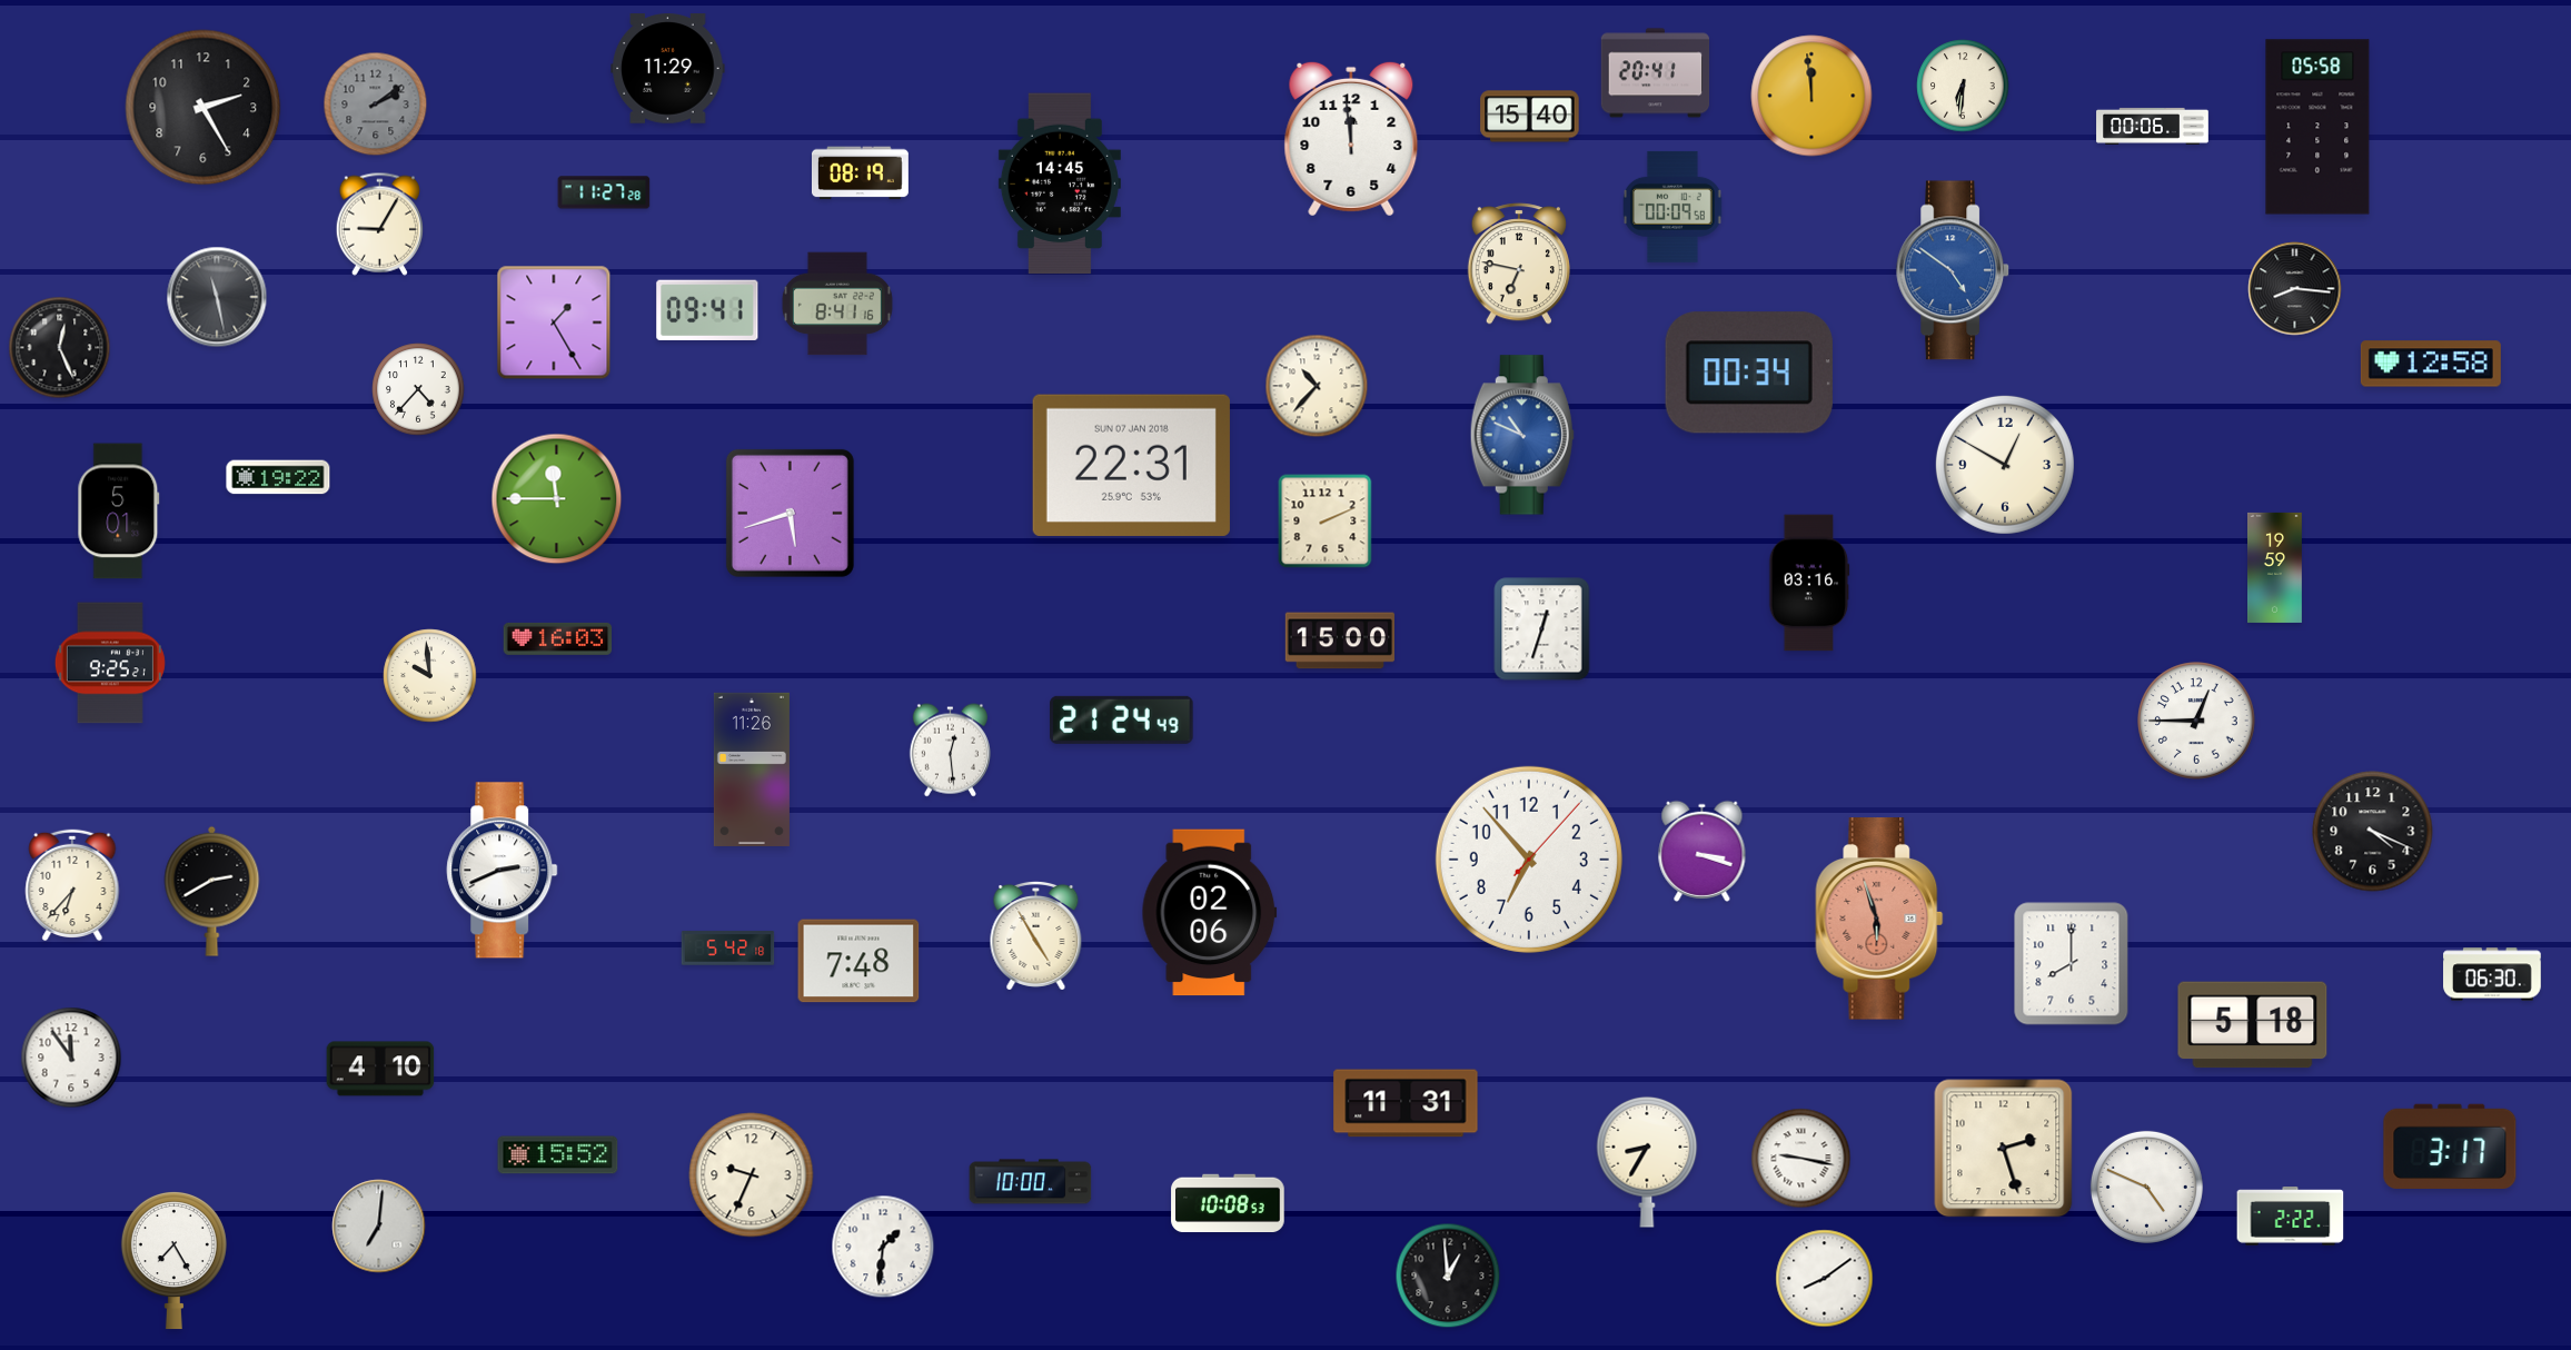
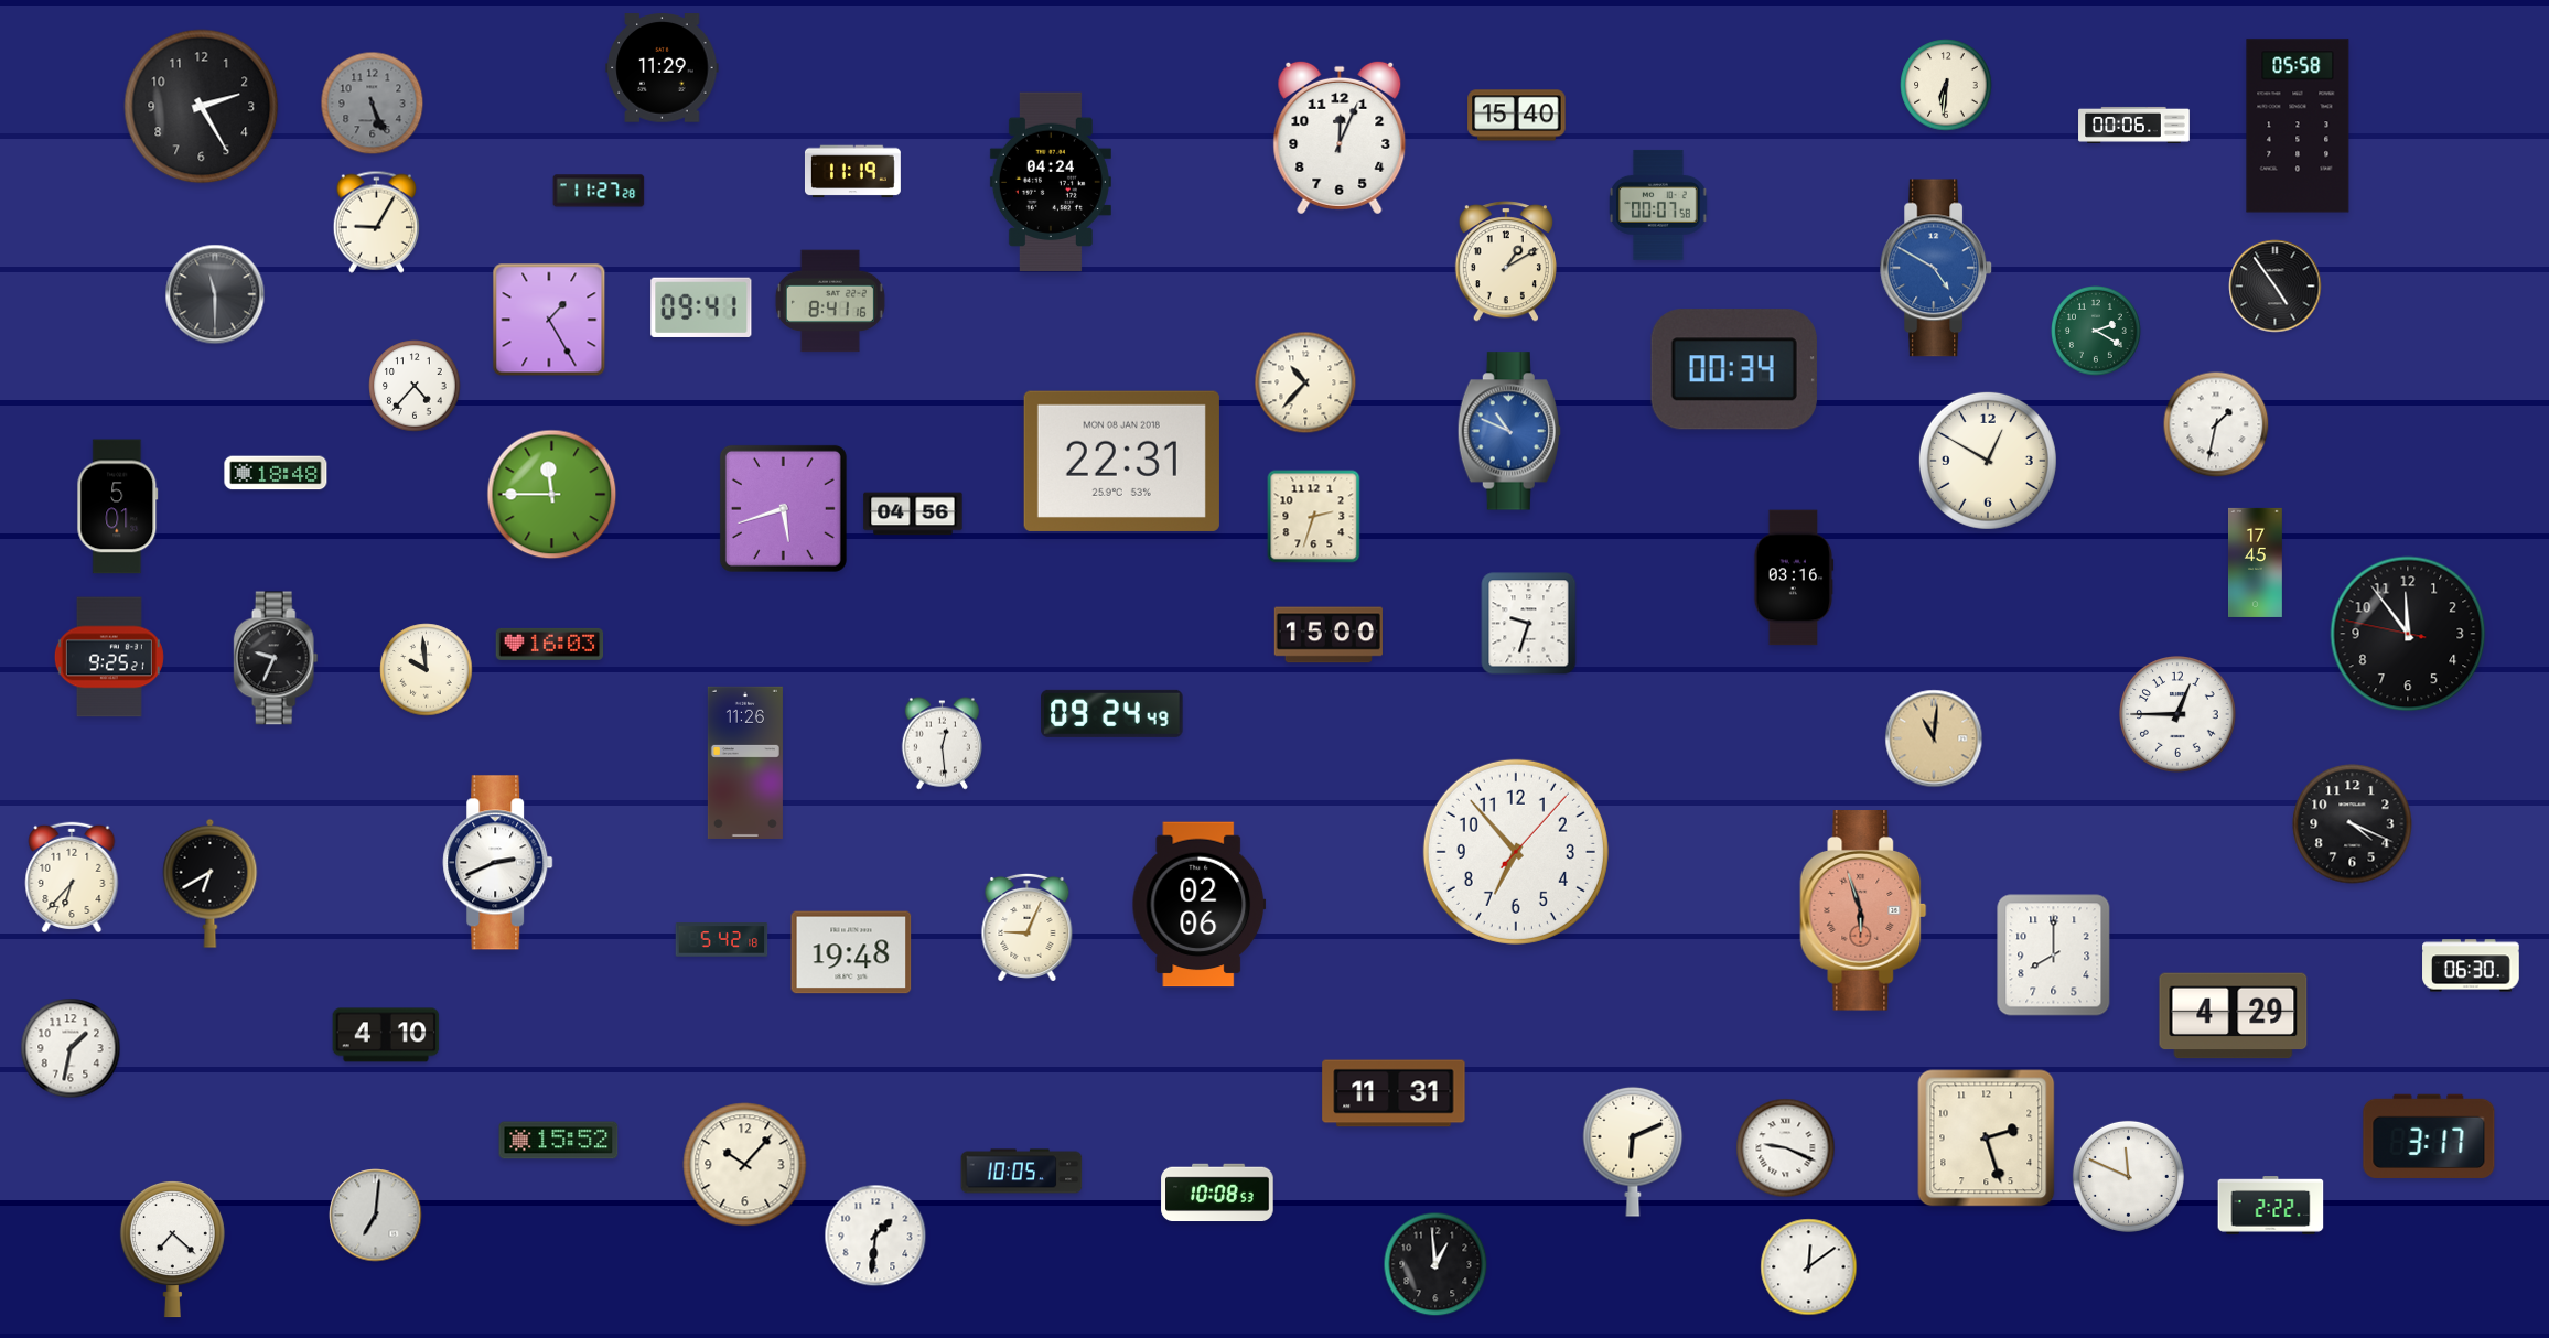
clock at (1656, 73): 20:41 -> none
clock at (1811, 96): 11:59 -> none
clock at (376, 105): 2:09 -> 5:26
clock at (1351, 139): 11:59 -> 12:04
clock at (860, 173): 08:19 -> 11:19
clock at (1060, 183): 14:45 -> 04:24
clock at (1674, 207): 00:09 -> 00:07
clock at (1519, 264): 6:47 -> 1:10
clock at (1954, 270): 4:51 -> 4:50
clock at (2295, 289): 8:16 -> 4:54
clock at (217, 297): 11:28 -> 11:30
clock at (2097, 332): none -> 2:20
clock at (60, 348): 12:26 -> none
clock at (2431, 364): 12:58 -> none
clock at (2216, 424): none -> 1:32
clock at (1131, 465) date: SUN 07 JAN 2018 -> MON 08 JAN 2018
clock at (278, 477): 19:22 -> 18:48
clock at (913, 514): none -> 04:56
clock at (1326, 522): 2:11 -> 2:33
clock at (2275, 567): 19:59 -> 17:45
clock at (1542, 629): 12:33 -> 9:33
clock at (558, 638) position: (558, 638) -> (550, 644)
clock at (2408, 634): none -> 11:53
clock at (276, 658): none -> 9:34
clock at (1122, 719): 21:24 -> 09:24
clock at (1934, 738): none -> 11:01
clock at (1703, 851): 3:18 -> none
clock at (212, 891): 2:40 -> 6:40
clock at (1036, 936): 4:55 -> 9:04
clock at (858, 961): 7:48 -> 19:48
clock at (2253, 1025): 5:18 -> 4:29
clock at (71, 1058): 11:54 -> 1:32
clock at (380, 1069) position: (380, 1069) -> (386, 1035)
clock at (558, 1155) position: (558, 1155) -> (559, 1141)
clock at (1801, 1159): 9:17 -> 9:19
clock at (1647, 1162): 8:35 -> 6:11
clock at (752, 1175): 9:34 -> 10:07
clock at (1031, 1182): 10:00 -> 10:05
clock at (2146, 1187): 4:49 -> 11:49
clock at (173, 1261): 7:25 -> 7:22
clock at (1825, 1279): 8:09 -> 12:09
